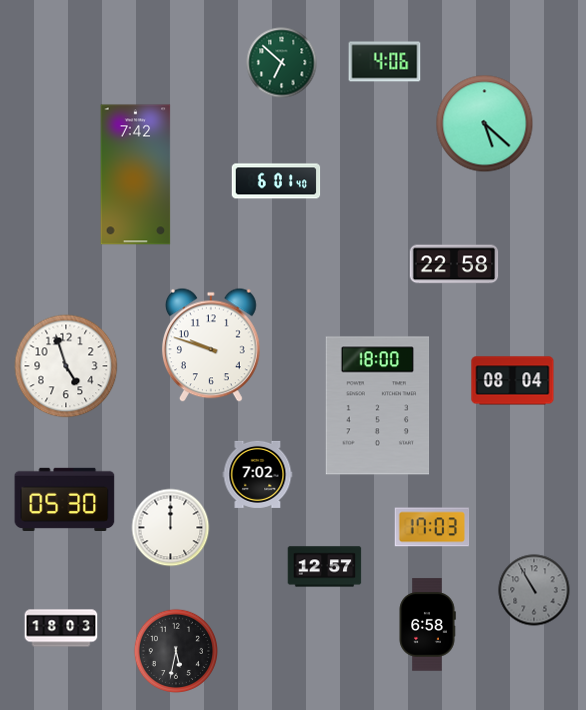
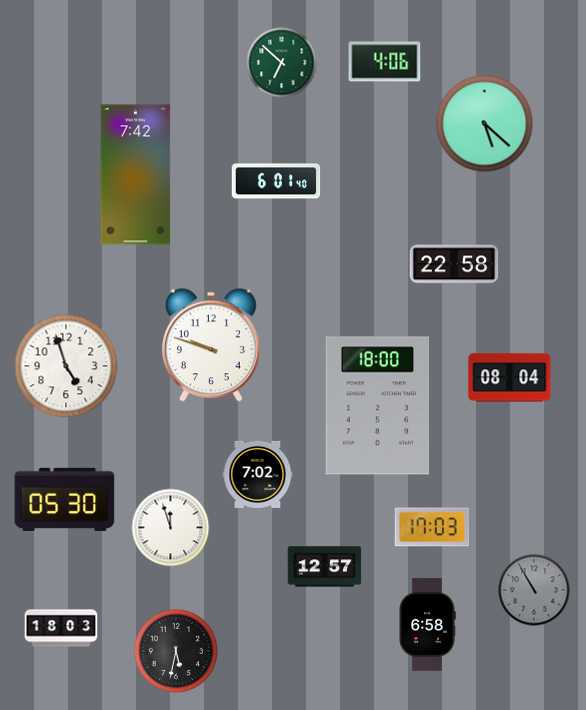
clock at (513, 381) position: (513, 381) -> (510, 378)
clock at (171, 528): 12:00 -> 11:57
